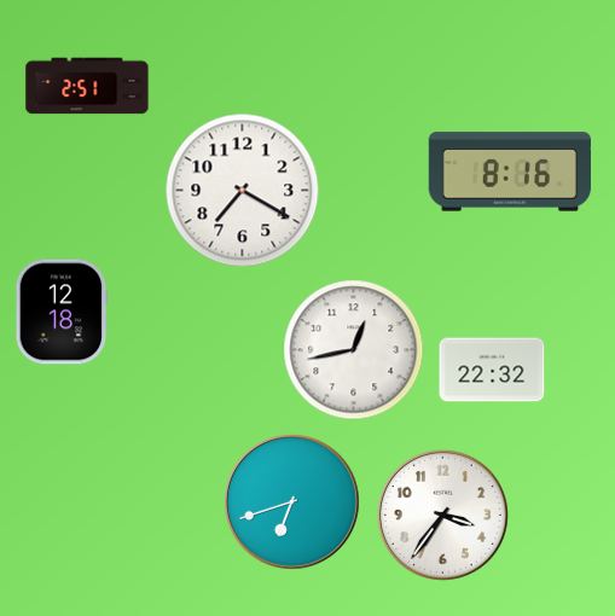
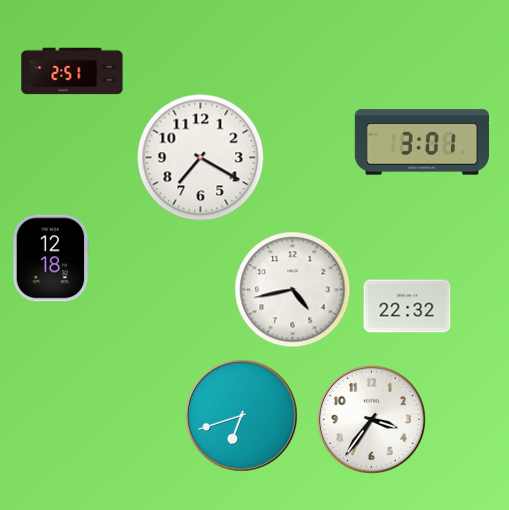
clock at (509, 172): 8:16 -> 3:01
clock at (354, 350): 12:43 -> 4:43
clock at (442, 515) position: (442, 515) -> (371, 419)
